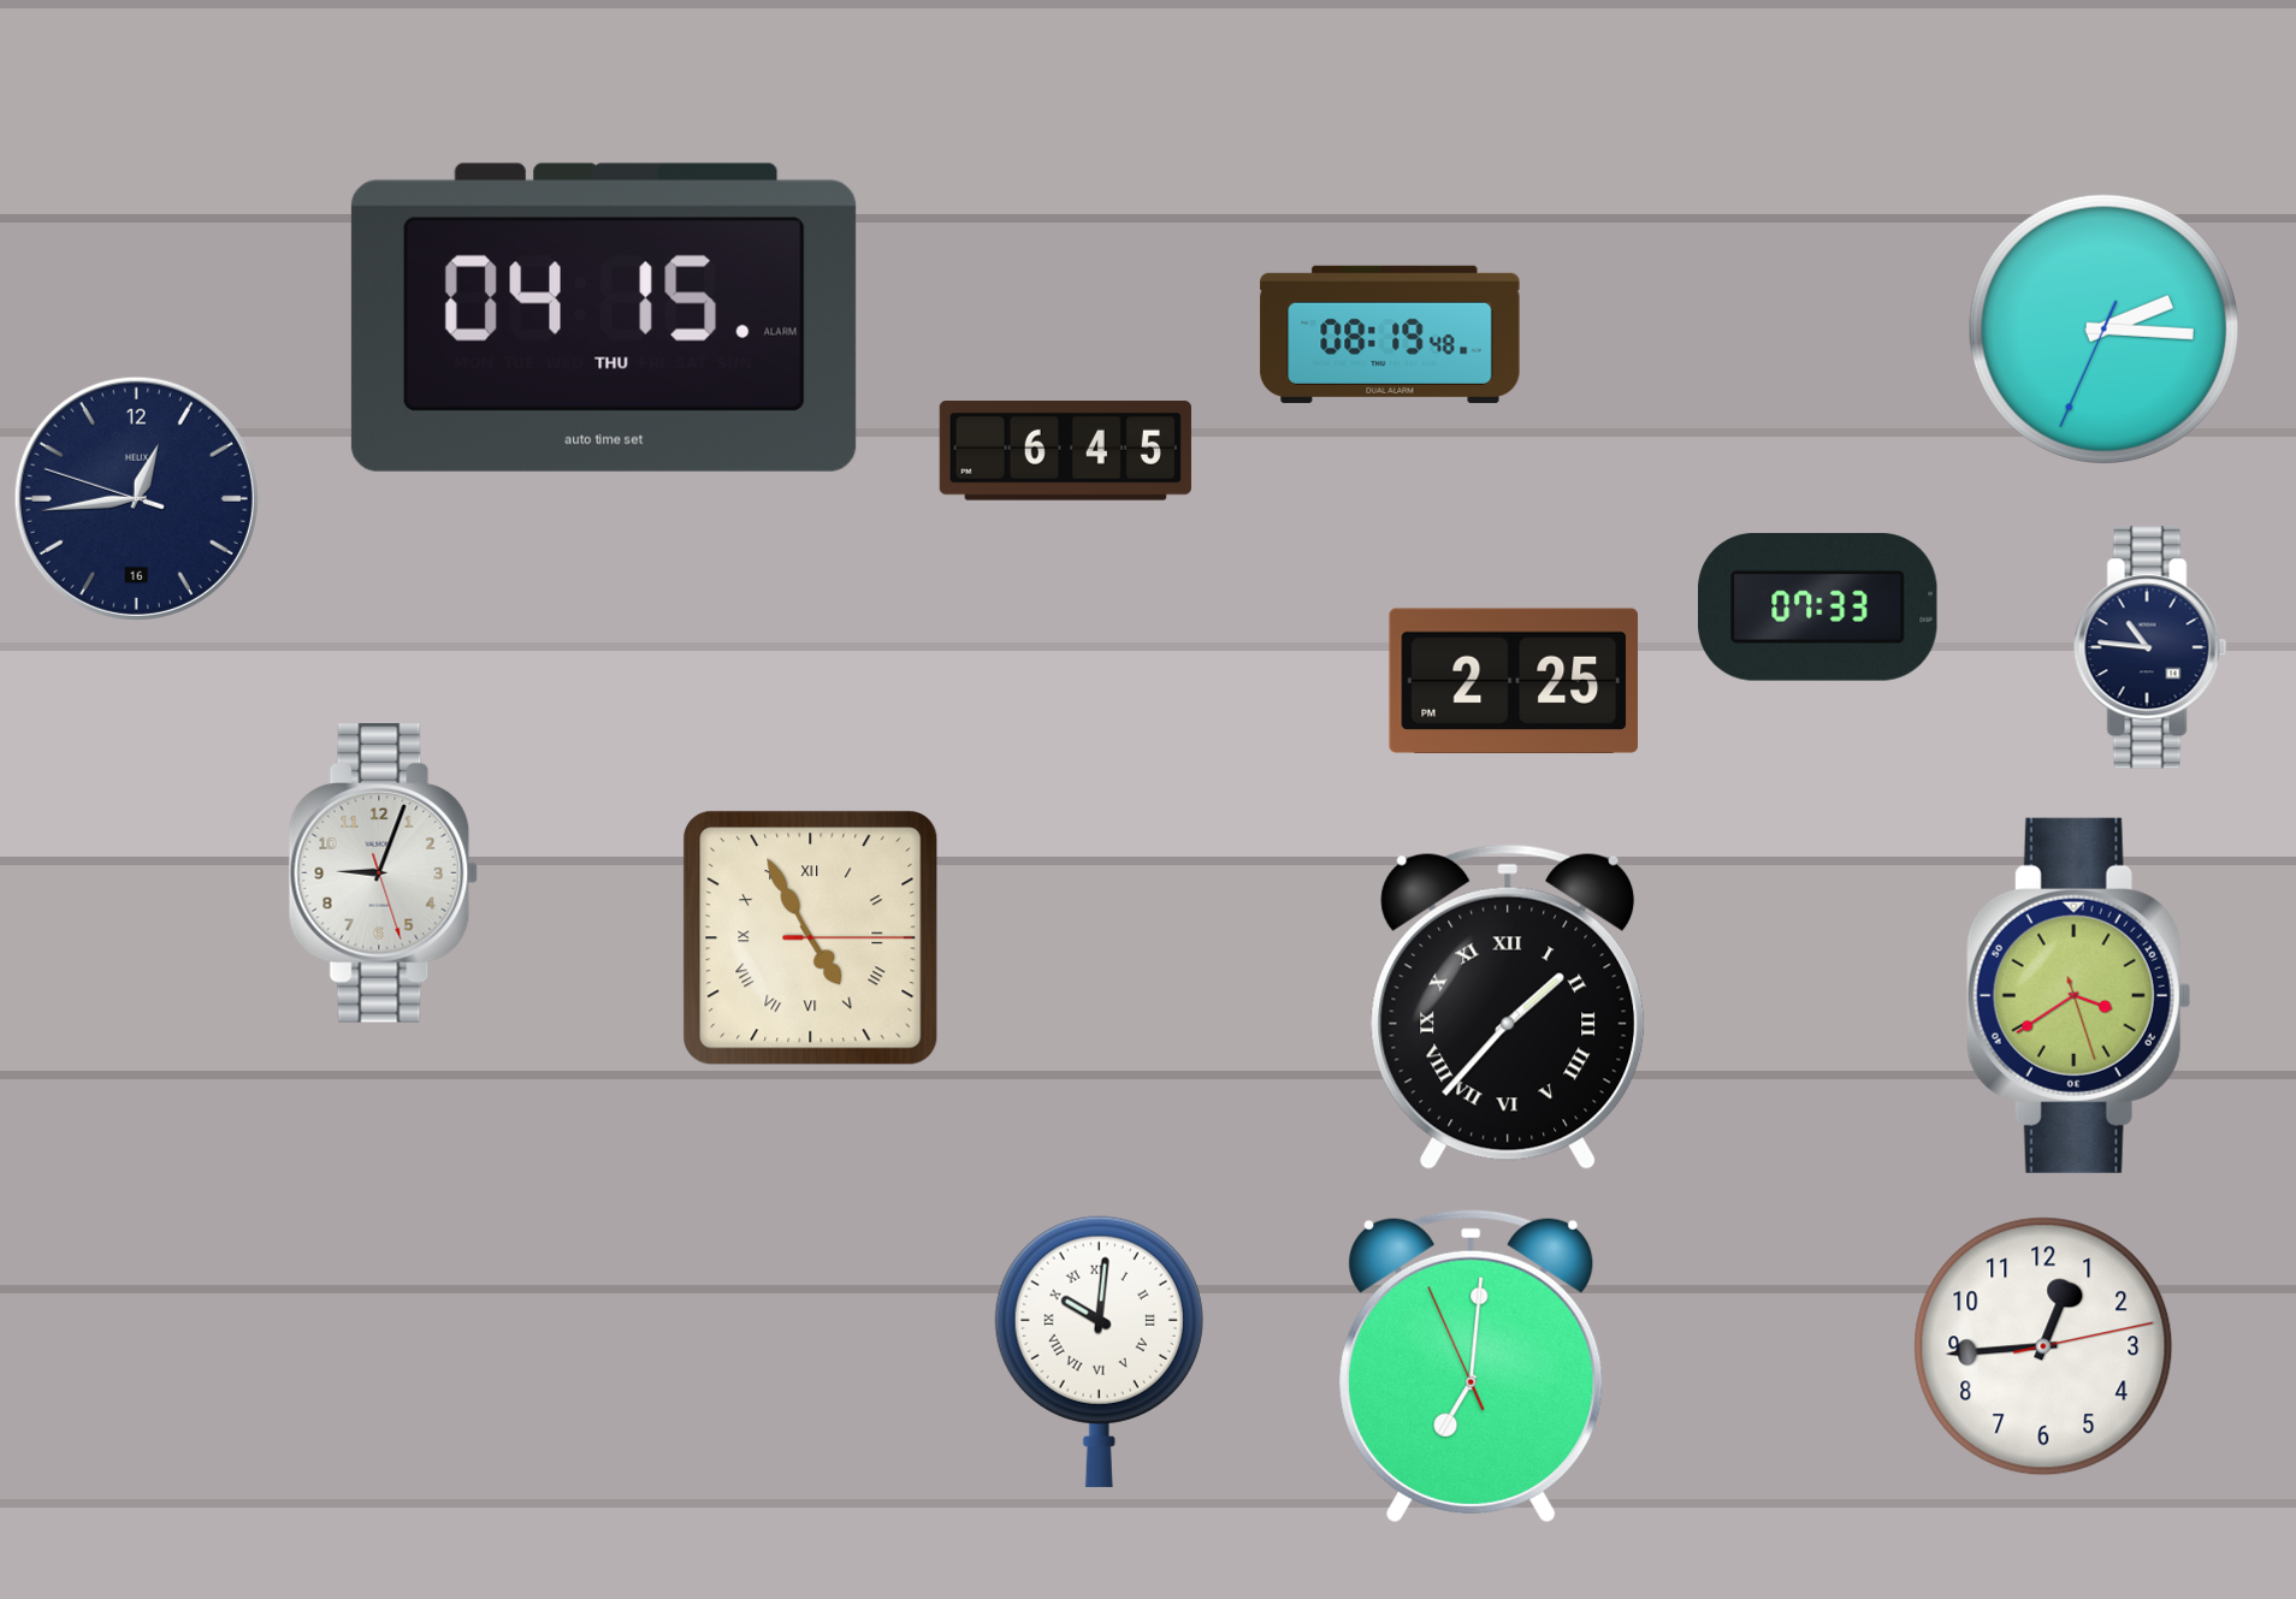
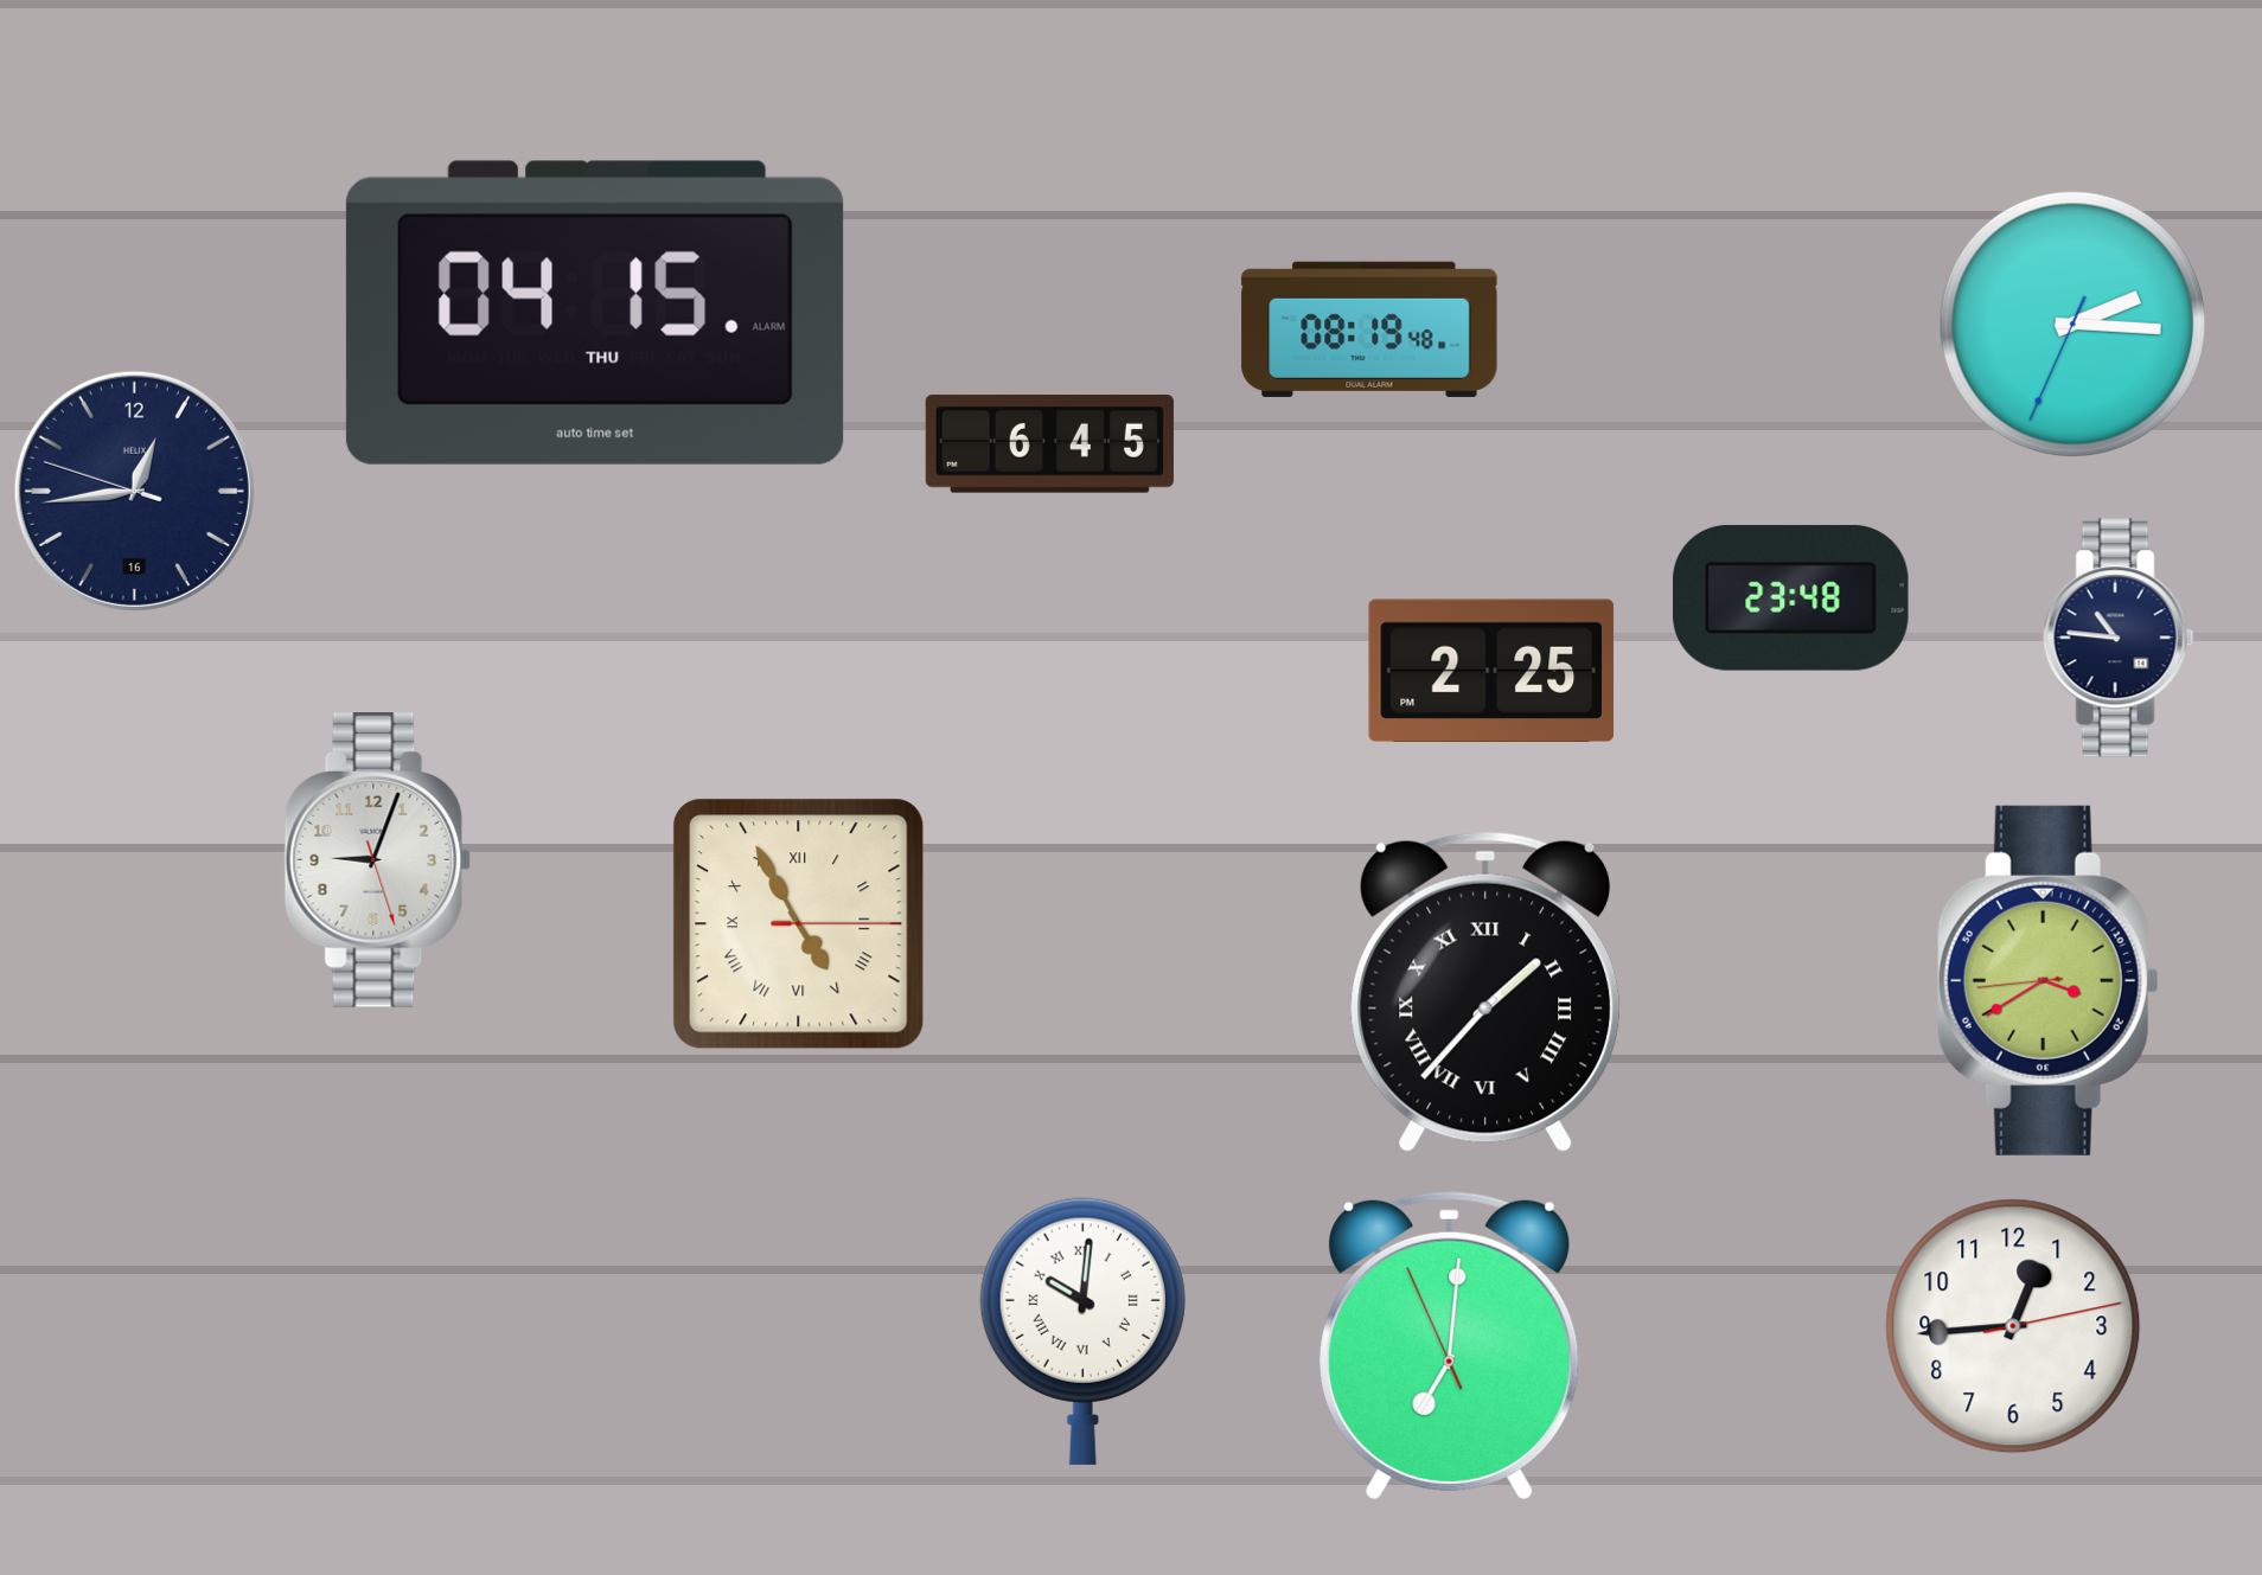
clock at (1818, 608): 07:33 -> 23:48
clock at (2078, 995): 3:39:27 -> 3:39:44
